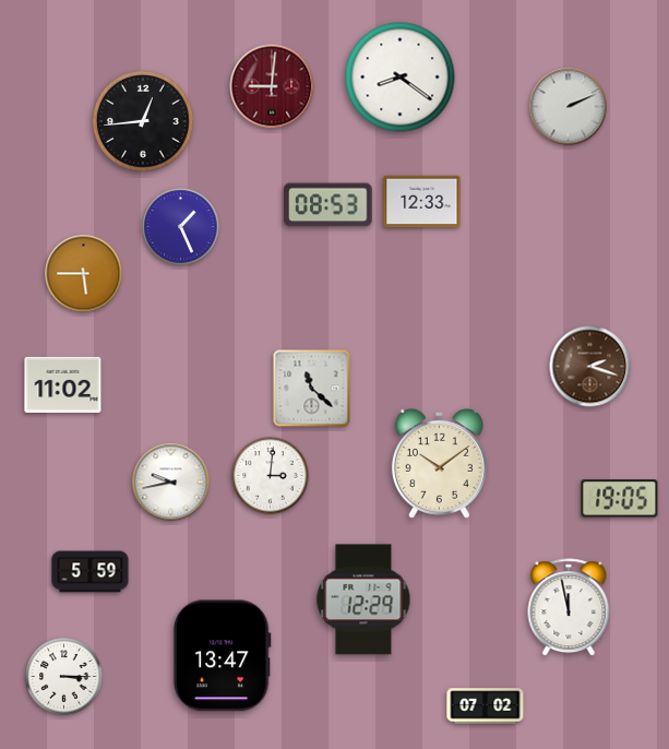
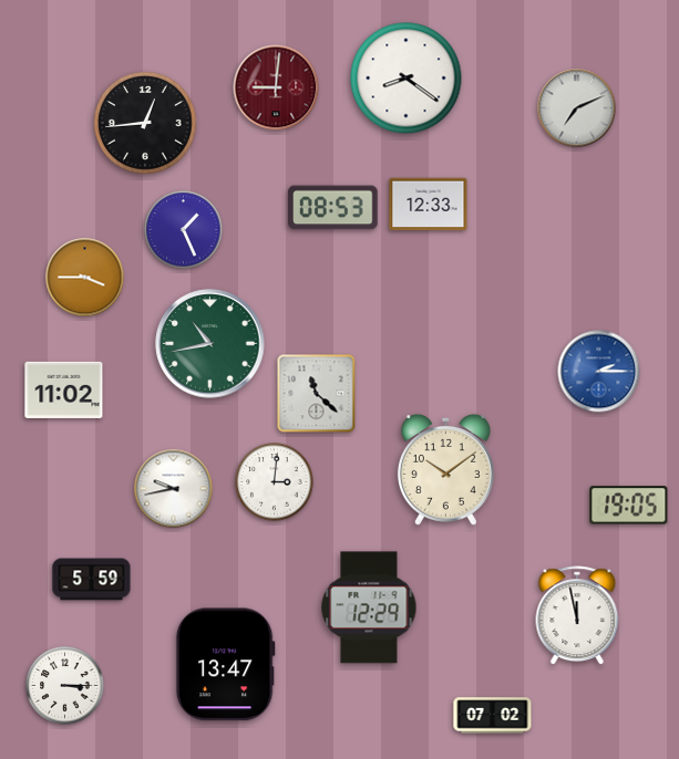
clock at (569, 107): 2:11 -> 7:11
clock at (84, 274): 5:45 -> 3:45
clock at (210, 344): none -> 10:43
clock at (590, 367): 2:18 -> 2:15
clock at (590, 367) dial: brown -> blue
